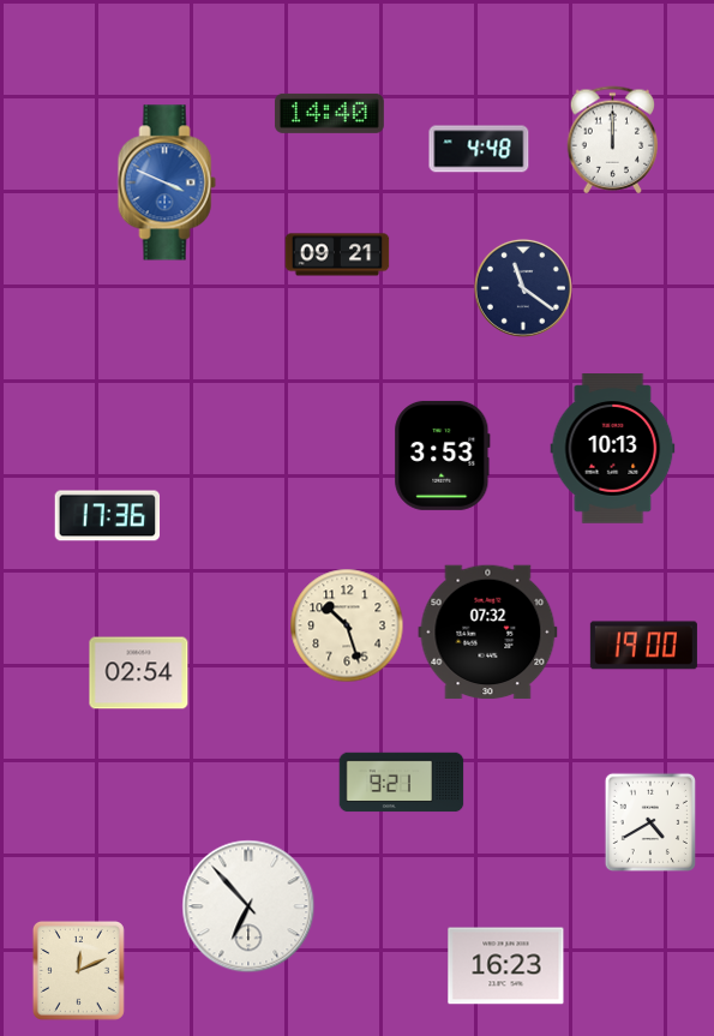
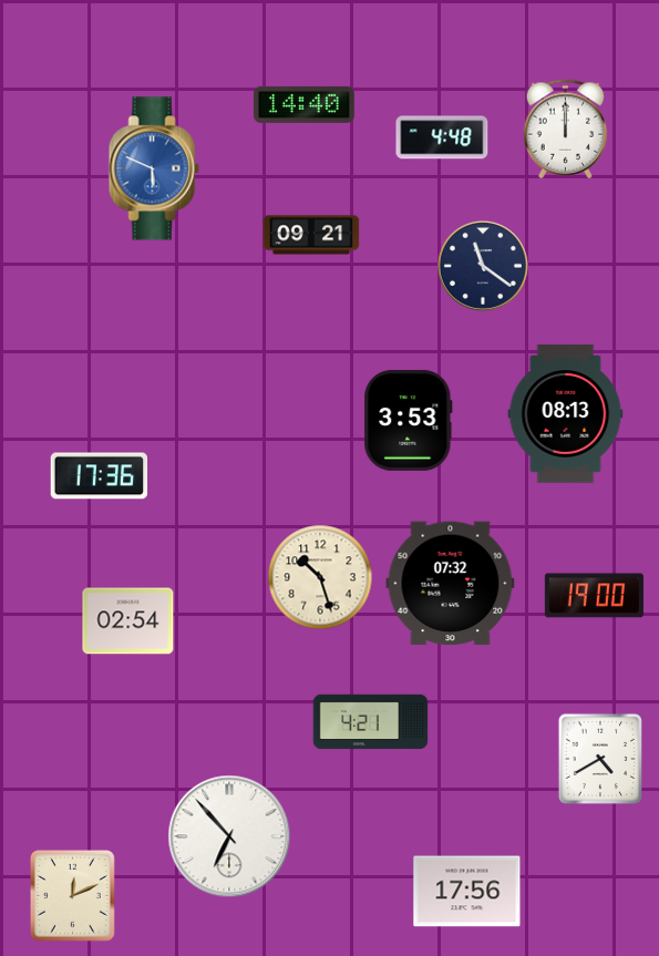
clock at (167, 182): 3:49 -> 5:49
clock at (613, 449): 10:13 -> 08:13
clock at (402, 783): 9:21 -> 4:21
clock at (506, 966): 16:23 -> 17:56
